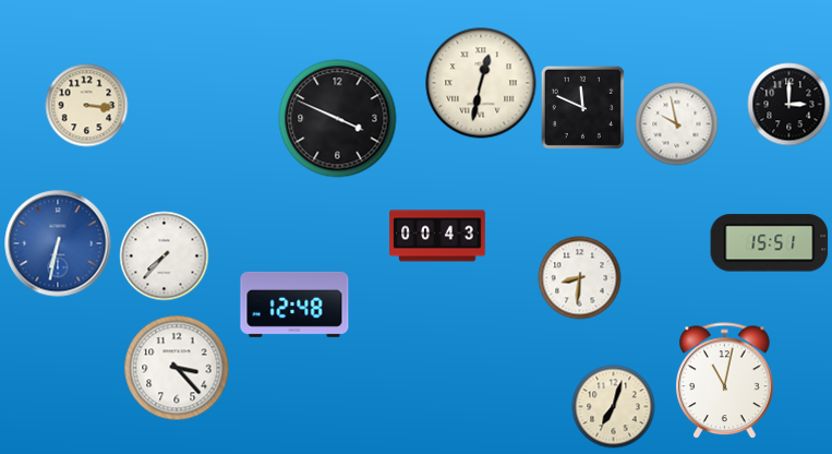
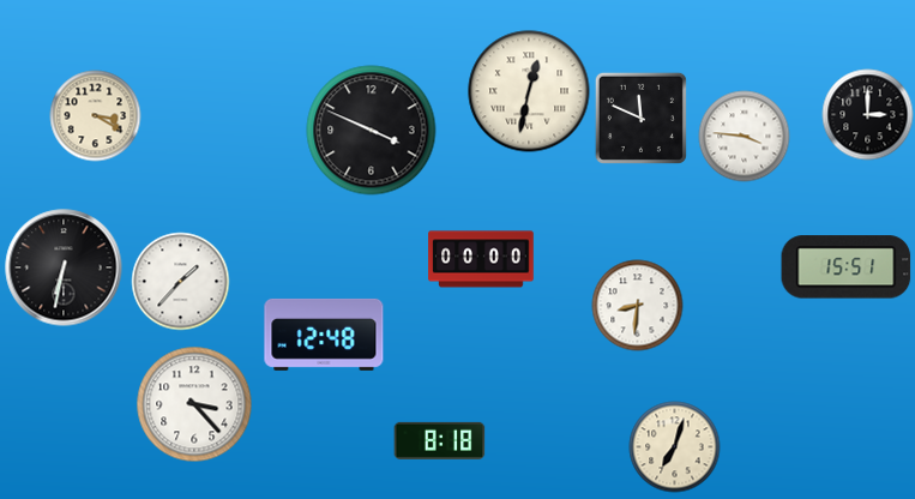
clock at (87, 106): 3:16 -> 3:20
clock at (677, 124): 9:58 -> 3:46
clock at (437, 236): 00:43 -> 00:00
clock at (58, 243) dial: blue -> black
clock at (165, 256): 7:37 -> 1:37
clock at (725, 381): 11:02 -> none
clock at (440, 440): none -> 8:18
